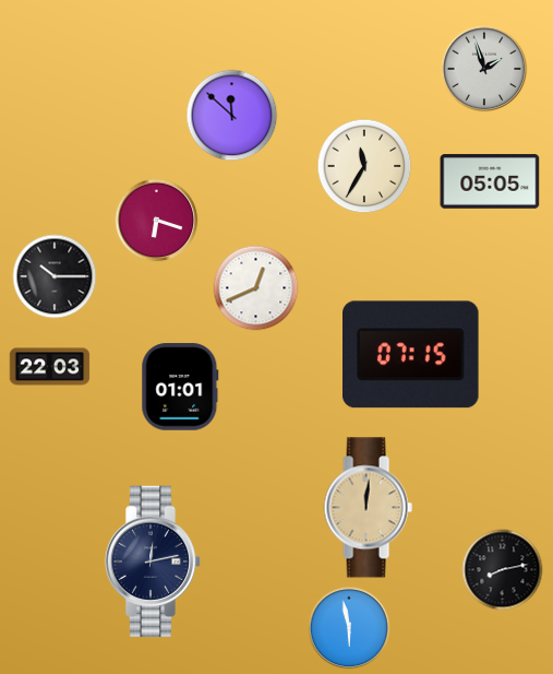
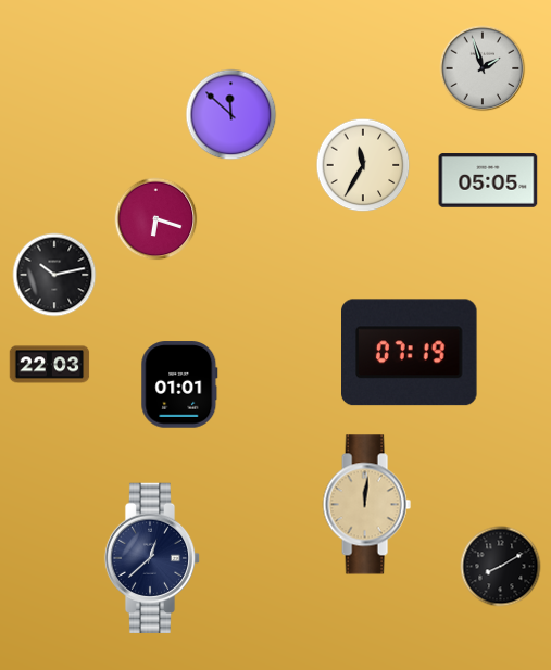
clock at (55, 276): 10:15 -> 10:13
clock at (256, 288): 12:41 -> none
clock at (411, 355): 07:15 -> 07:19
clock at (153, 560): 12:13 -> 12:38
clock at (503, 570): 8:13 -> 8:10
clock at (349, 628): 5:58 -> none
